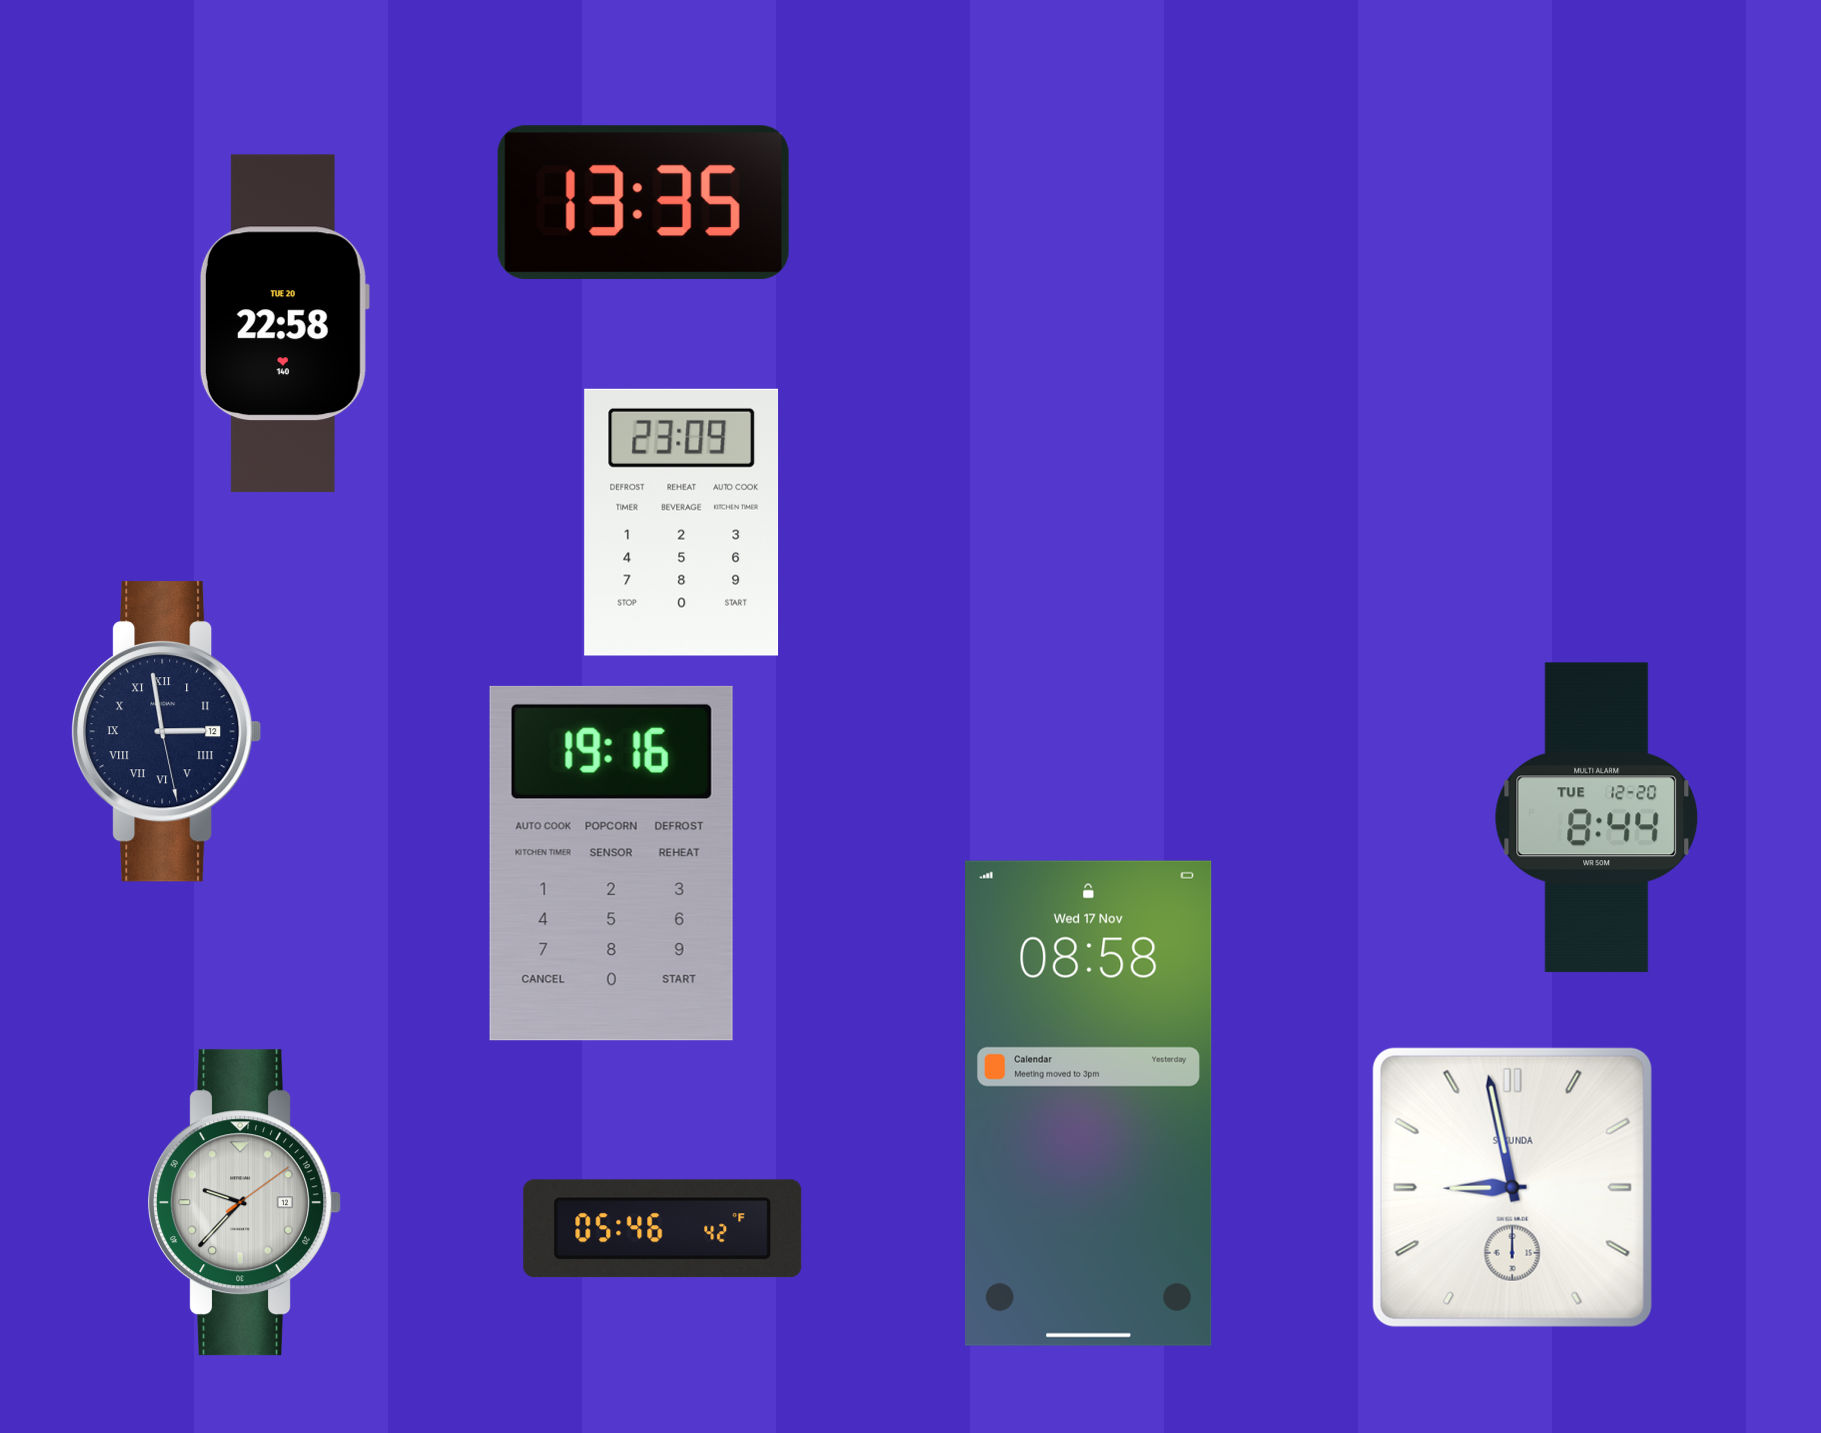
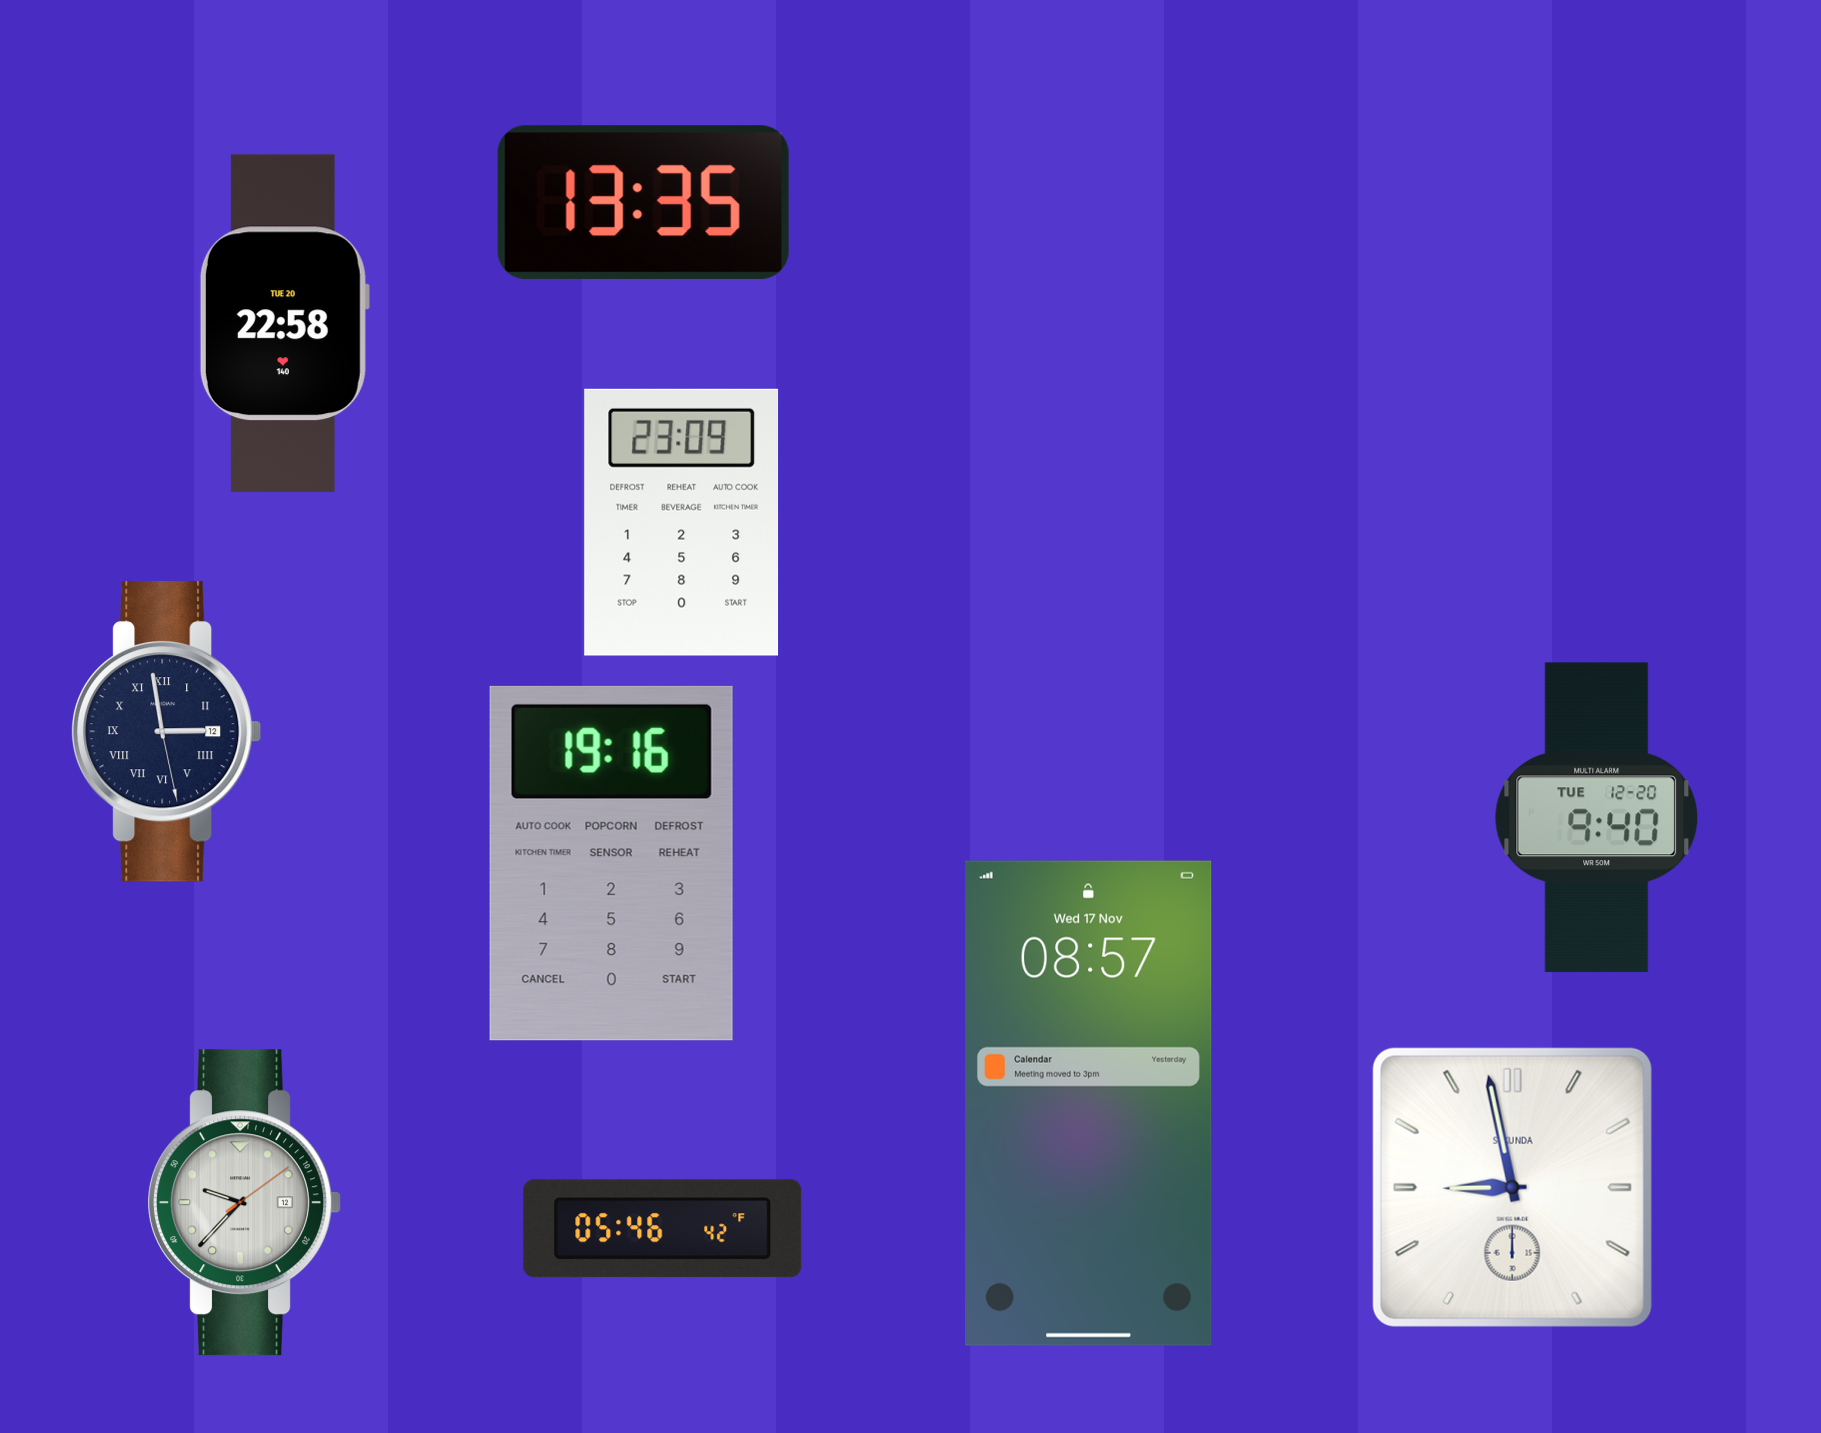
clock at (1597, 818): 8:44 -> 9:40
clock at (1089, 1103): 08:58 -> 08:57
